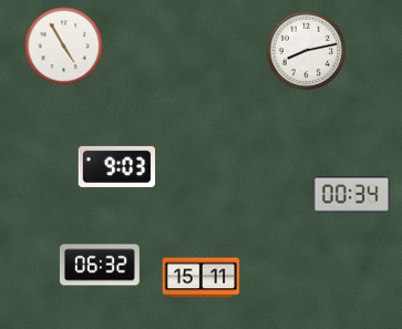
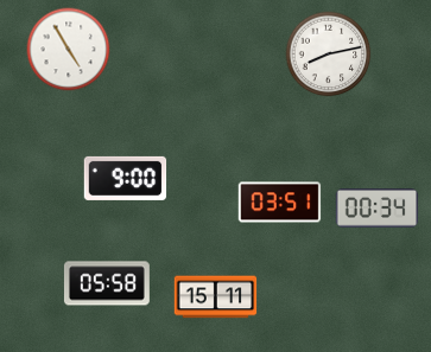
clock at (117, 166): 9:03 -> 9:00
clock at (280, 203): none -> 03:51
clock at (100, 265): 06:32 -> 05:58
